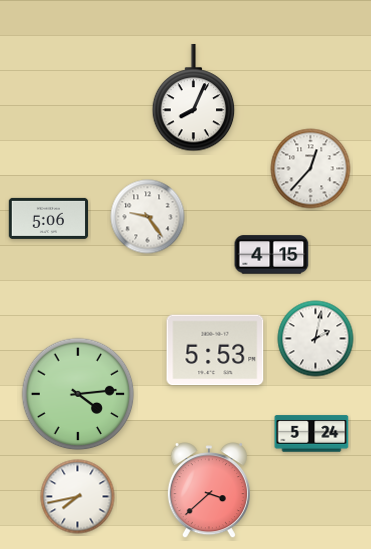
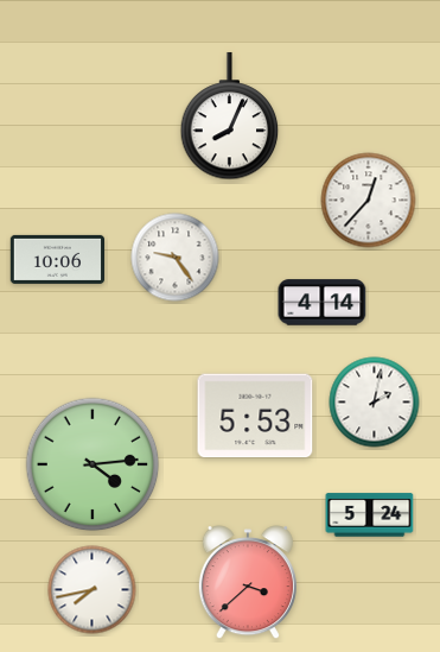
clock at (49, 218): 5:06 -> 10:06
clock at (272, 255): 4:15 -> 4:14
clock at (78, 394) position: (78, 394) -> (93, 464)
